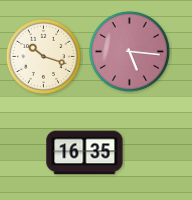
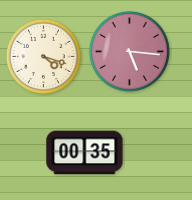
clock at (43, 56): 10:18 -> 4:18
clock at (85, 153): 16:35 -> 00:35
